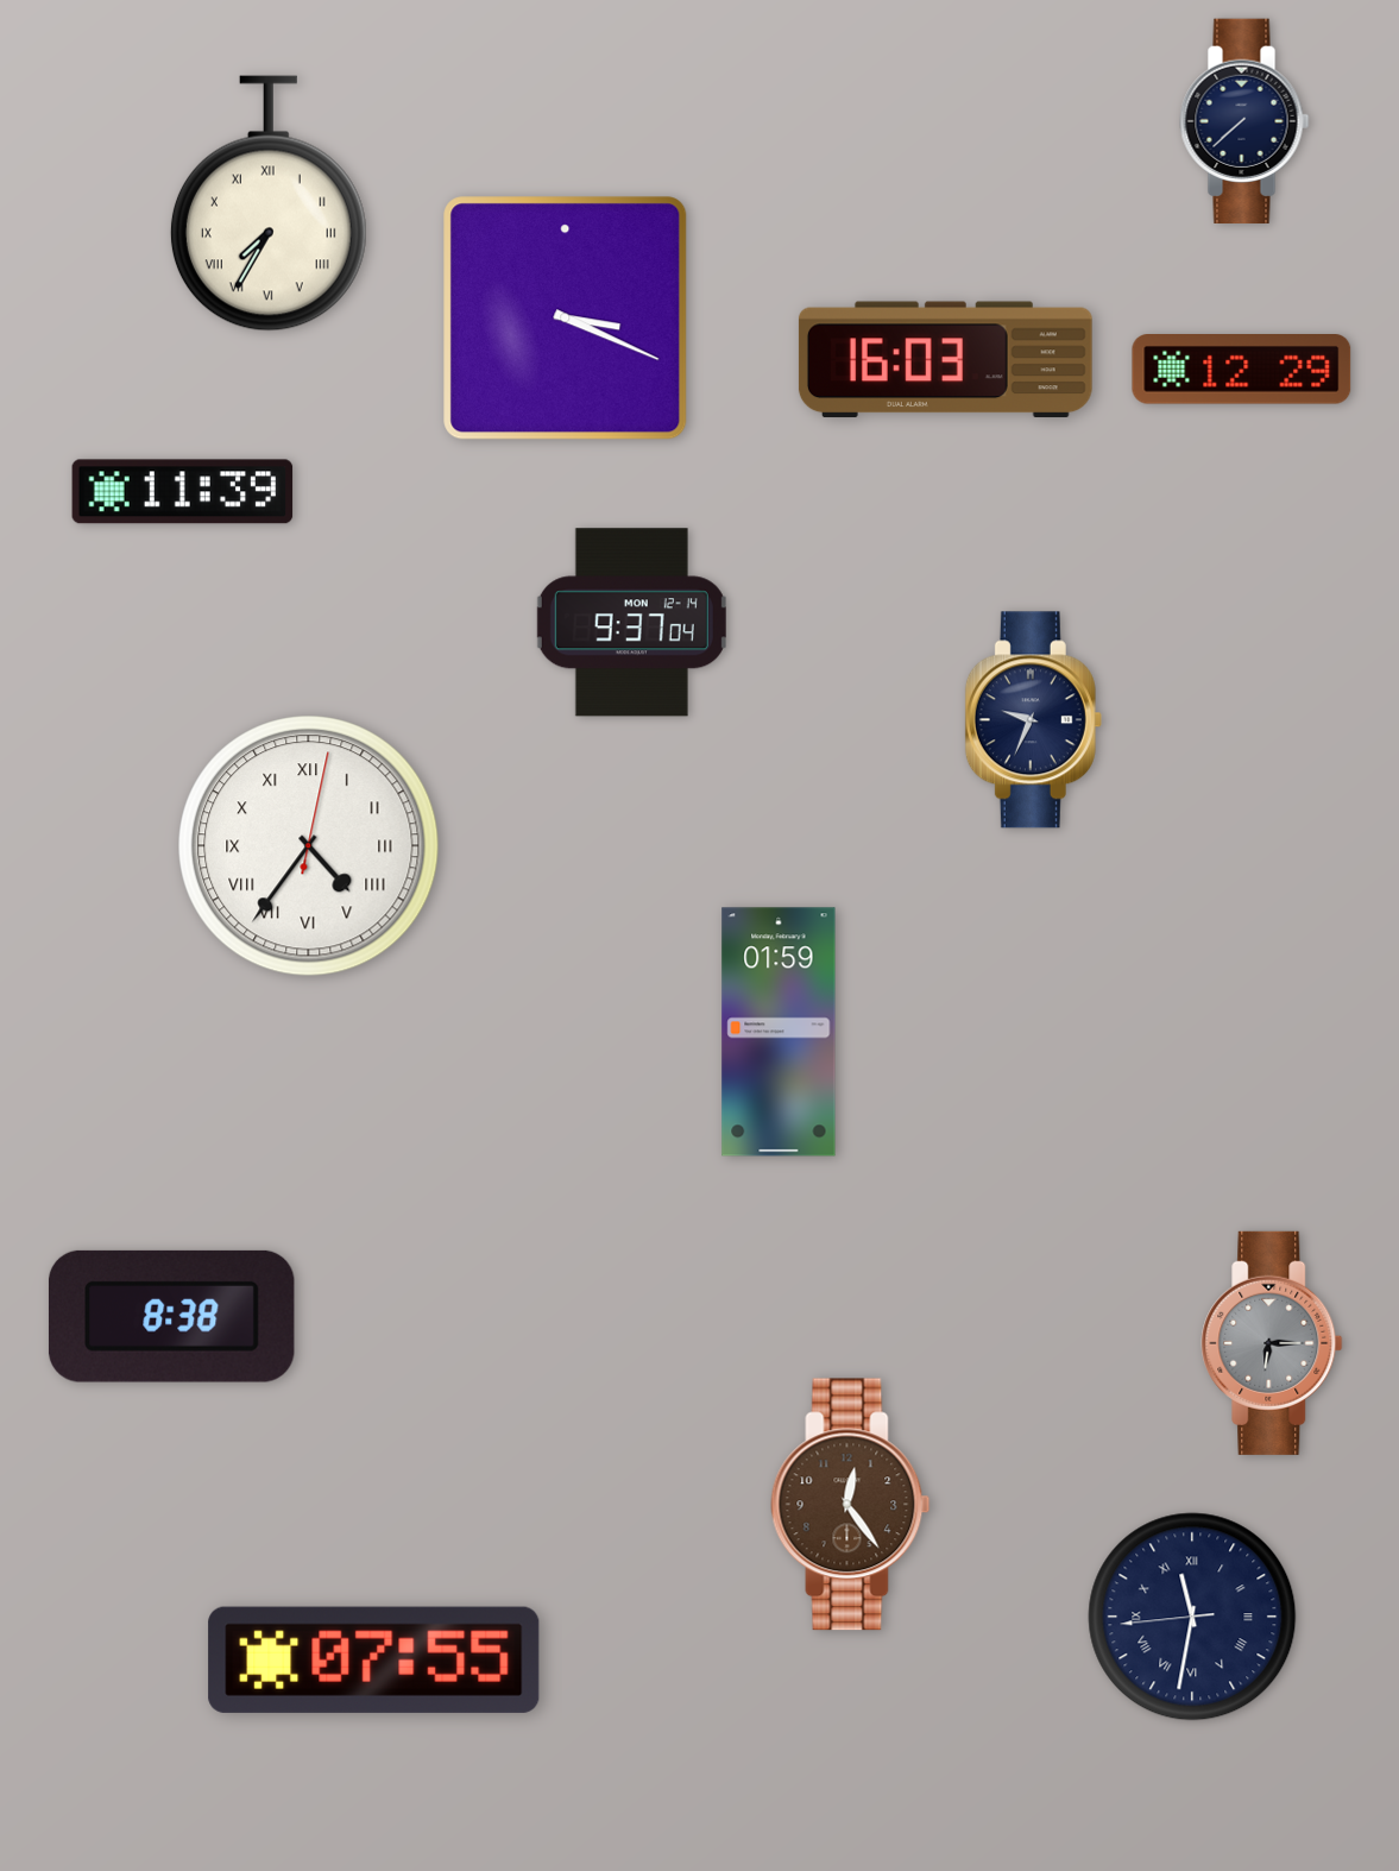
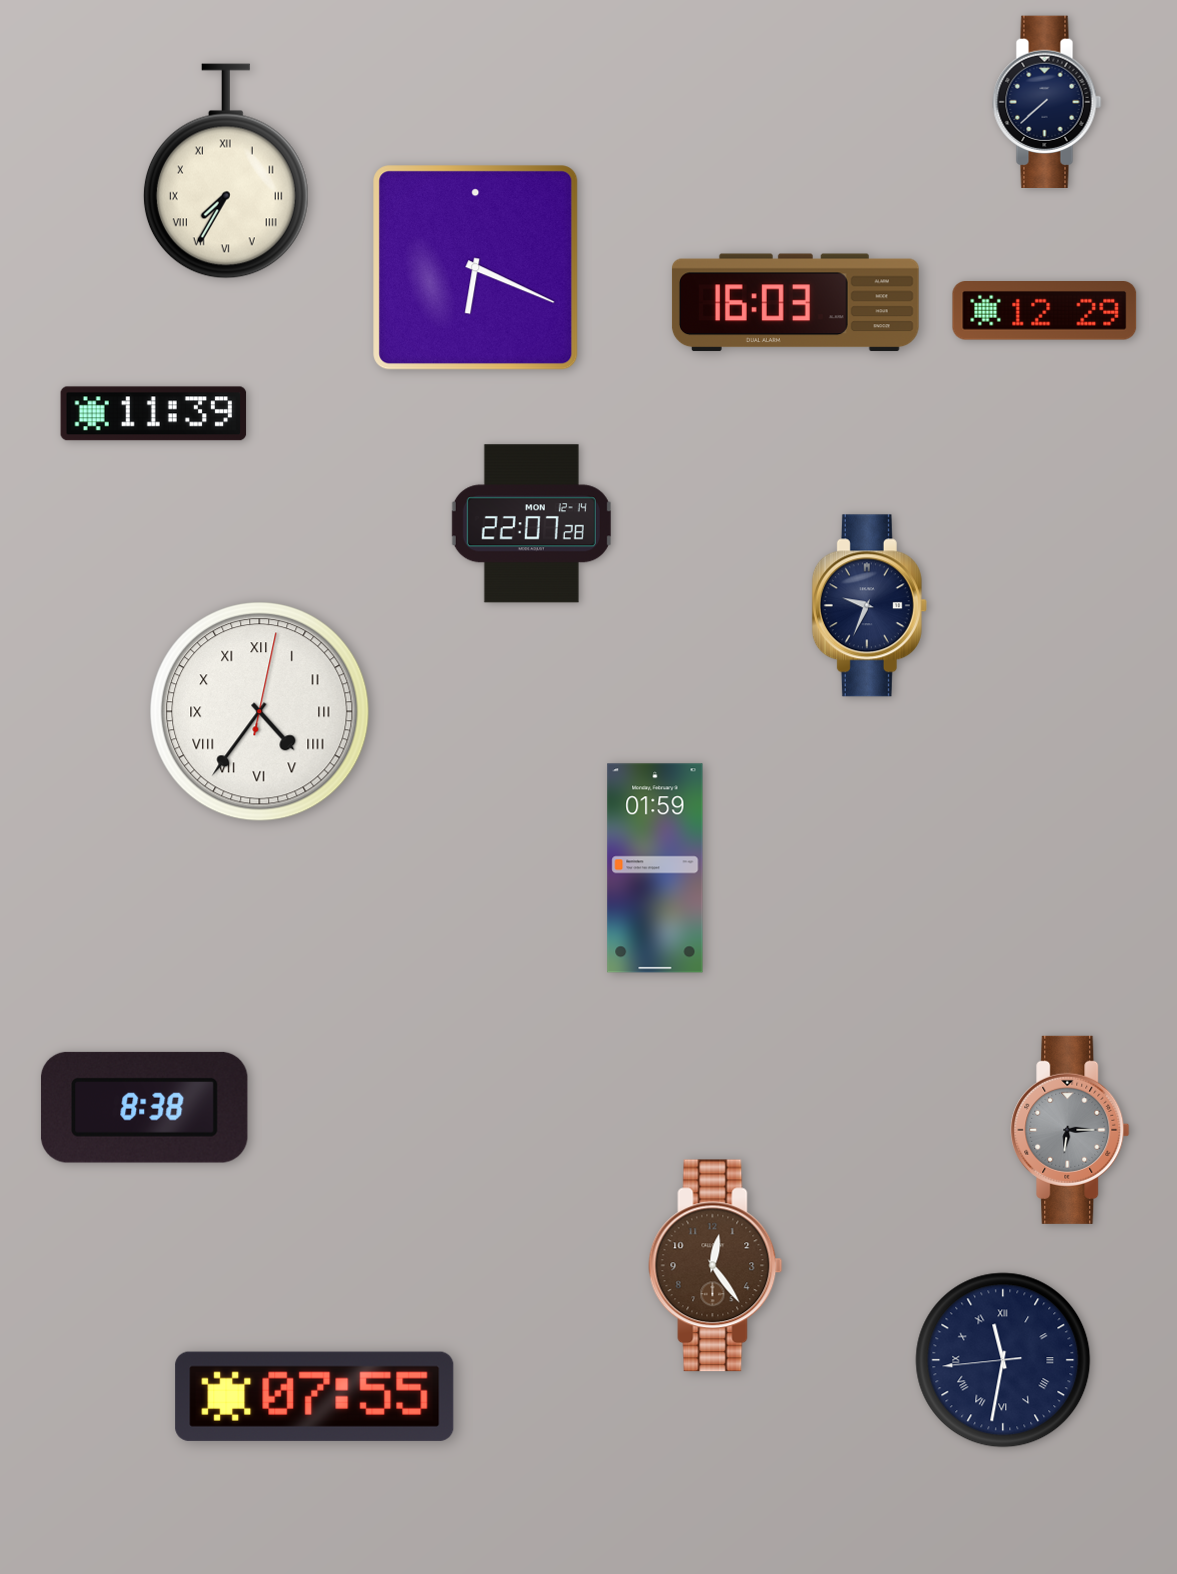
clock at (566, 319): 3:19 -> 6:19
clock at (631, 623): 9:37 -> 22:07
